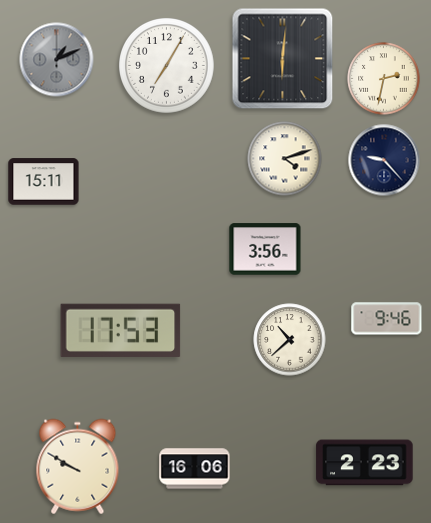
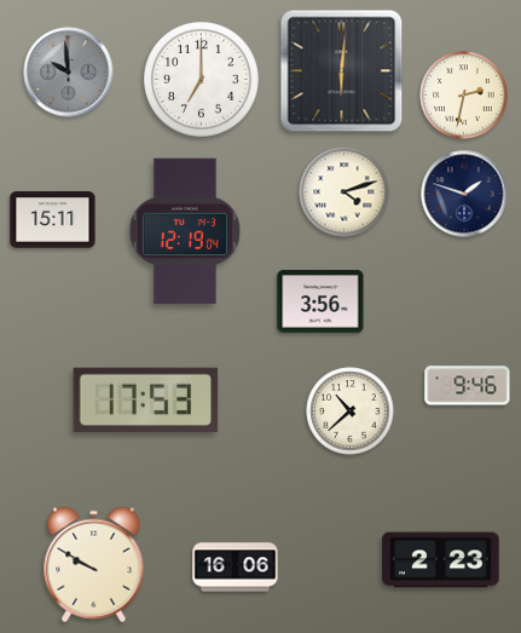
clock at (57, 60): 1:11 -> 9:59
clock at (167, 66): 7:05 -> 7:00
clock at (384, 160): 9:23 -> 1:48
clock at (185, 231): none -> 12:19
